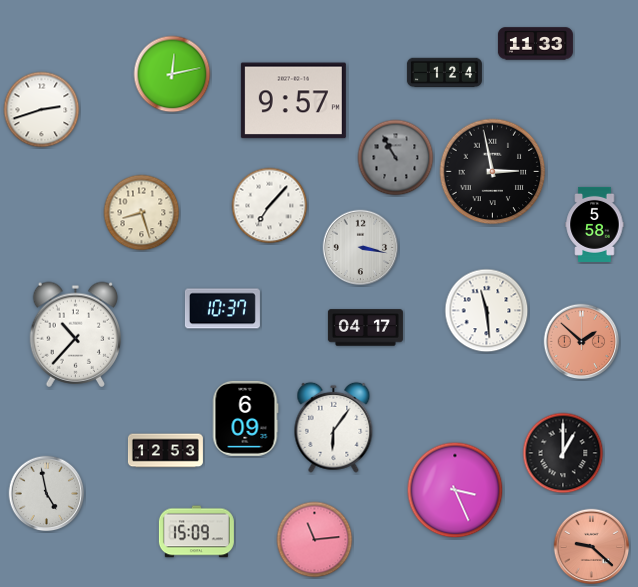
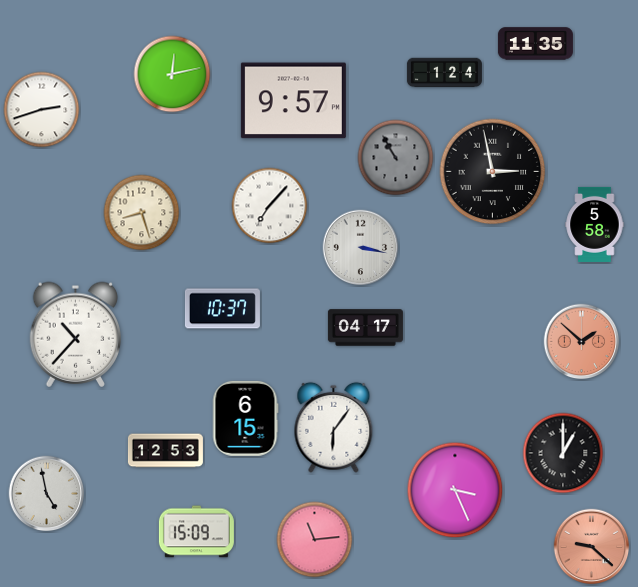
clock at (535, 44): 11:33 -> 11:35
clock at (487, 311): 11:29 -> none
clock at (245, 418): 6:09 -> 6:15
